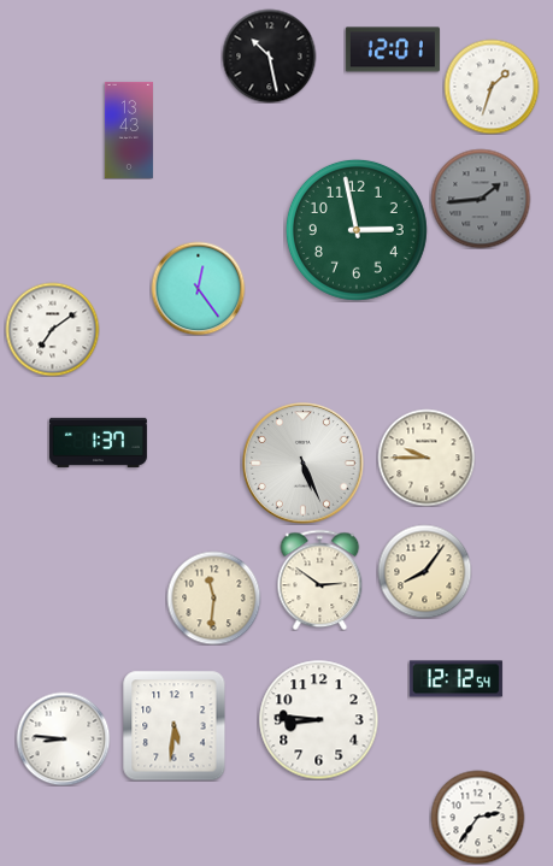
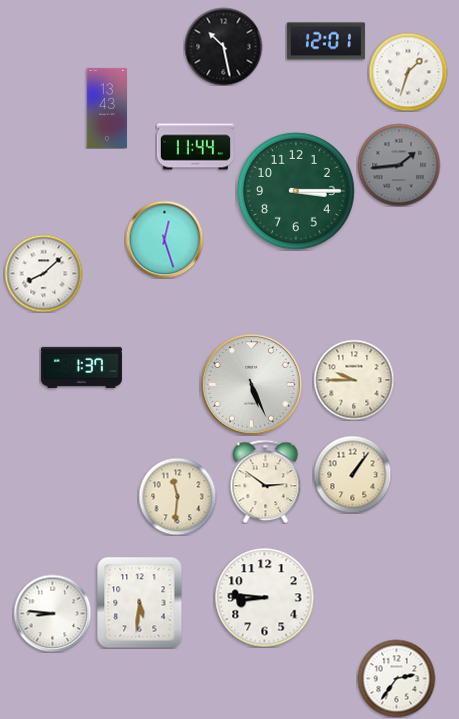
clock at (195, 147): none -> 11:44
clock at (357, 230): 2:58 -> 3:15
clock at (198, 288): 12:24 -> 12:27
clock at (52, 329): 7:09 -> 8:08
clock at (424, 571): 8:06 -> 1:06
clock at (455, 679): 12:12 -> none
clock at (175, 725) position: (175, 725) -> (140, 602)
